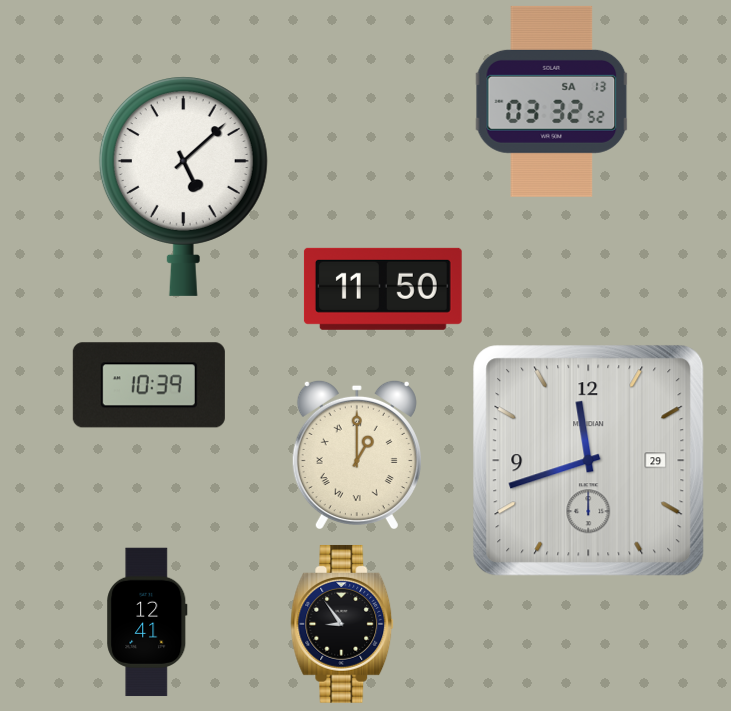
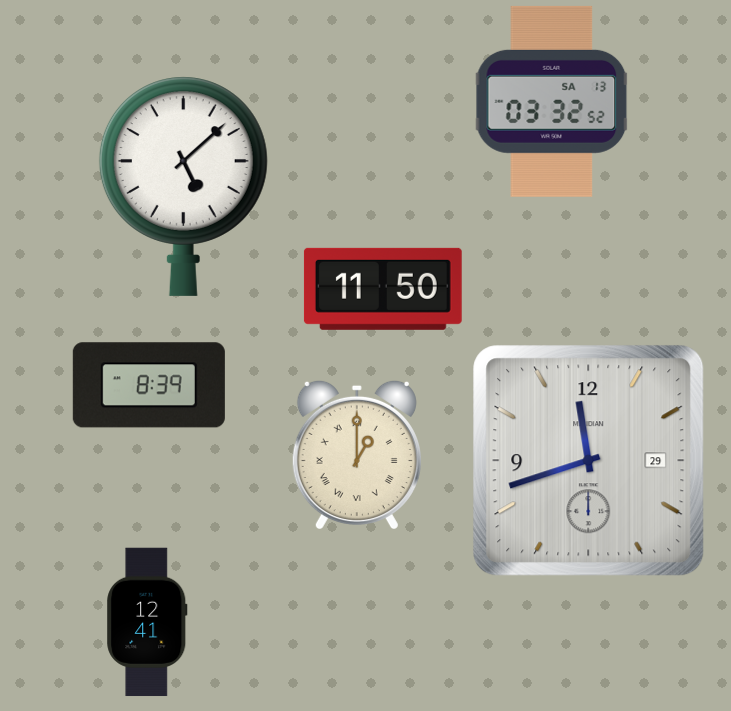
clock at (149, 385): 10:39 -> 8:39
clock at (342, 624): 8:54 -> none
